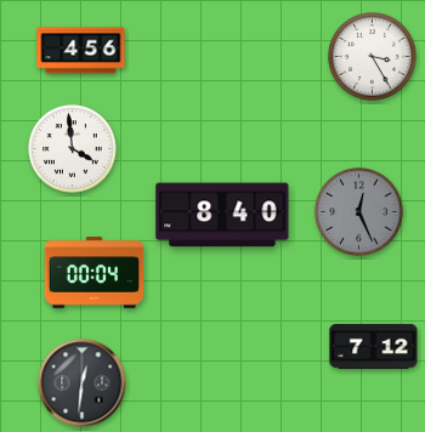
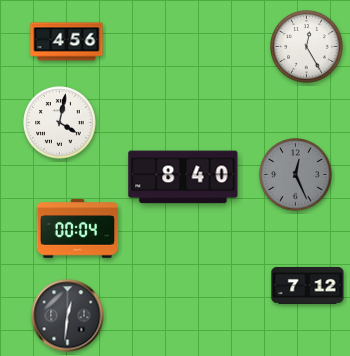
clock at (373, 57): 3:25 -> 12:25
clock at (73, 149): 3:59 -> 4:02
clock at (95, 273) position: (95, 273) -> (78, 229)
